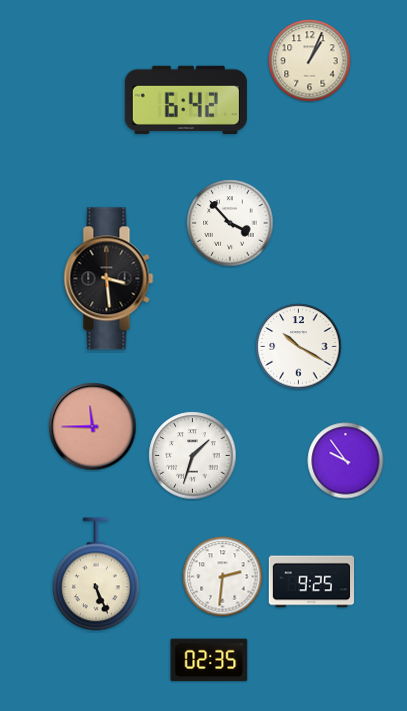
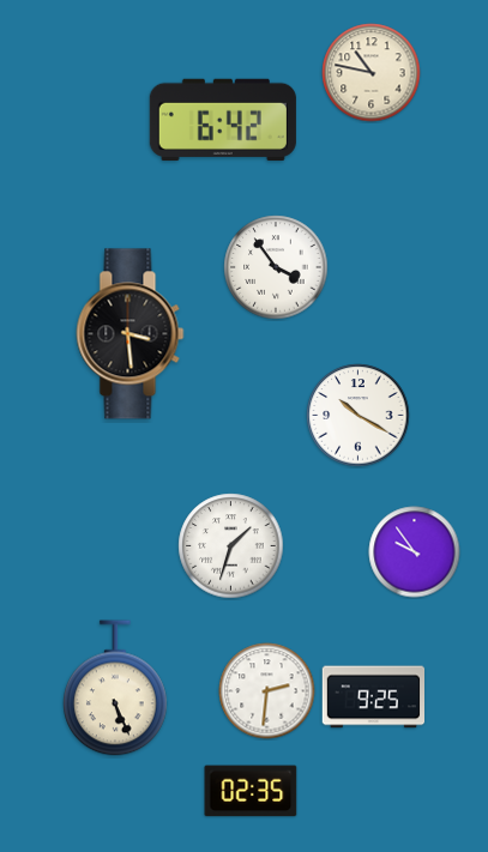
clock at (310, 61): 1:04 -> 10:47
clock at (230, 223): 3:53 -> 3:54
clock at (93, 427): 11:45 -> none
